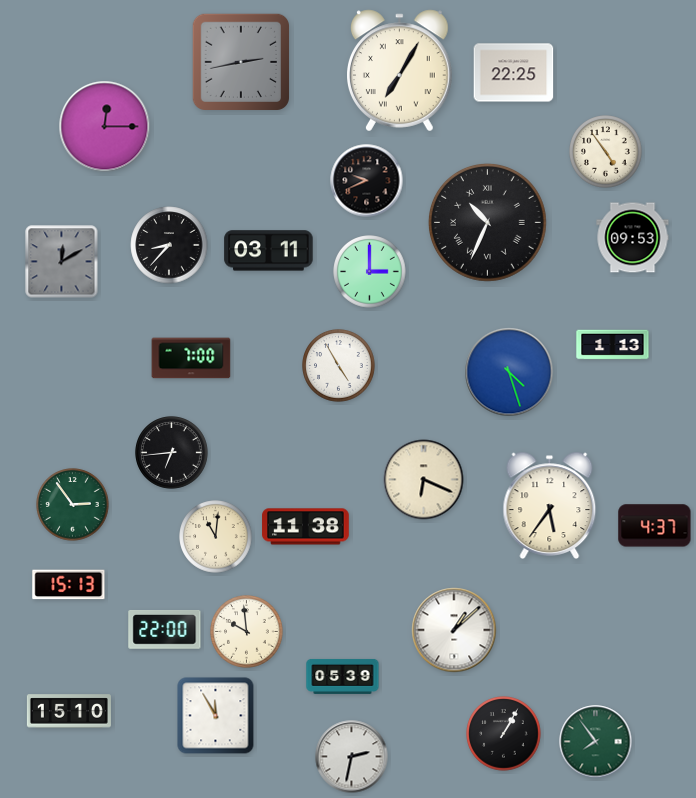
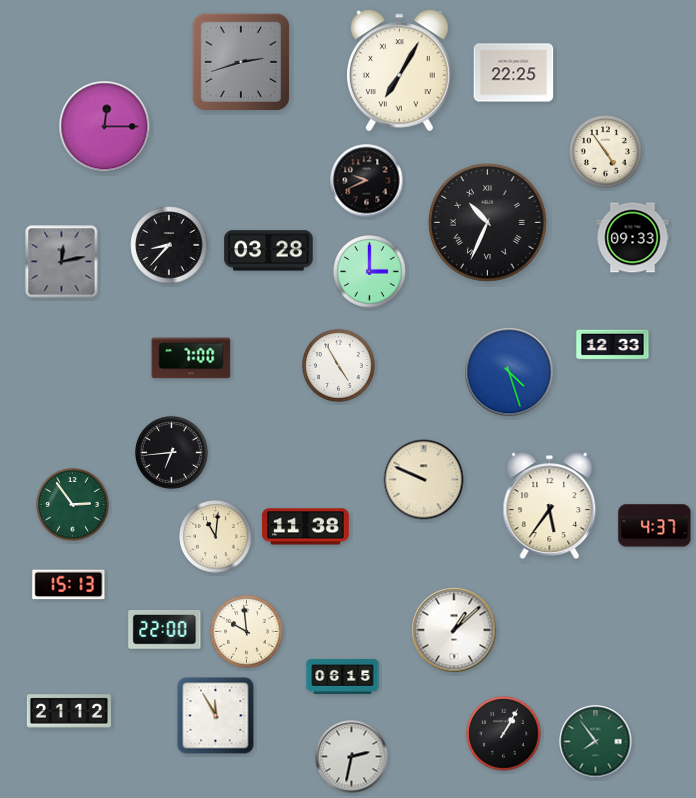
clock at (240, 61): 2:43 -> 2:42
clock at (633, 238): 09:53 -> 09:33
clock at (269, 251): 03:11 -> 03:28
clock at (62, 262): 12:10 -> 12:13
clock at (613, 345): 1:13 -> 12:33
clock at (424, 480): 6:19 -> 9:49
clock at (343, 676): 05:39 -> 06:15
clock at (69, 711): 15:10 -> 21:12
